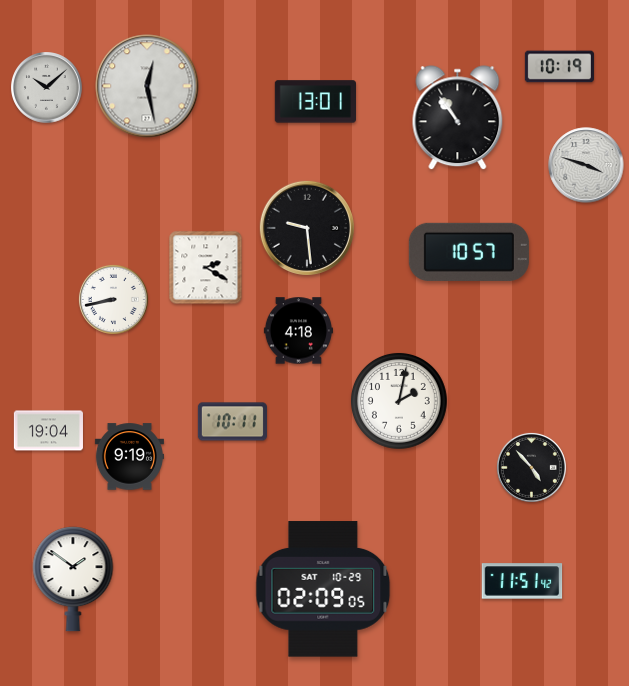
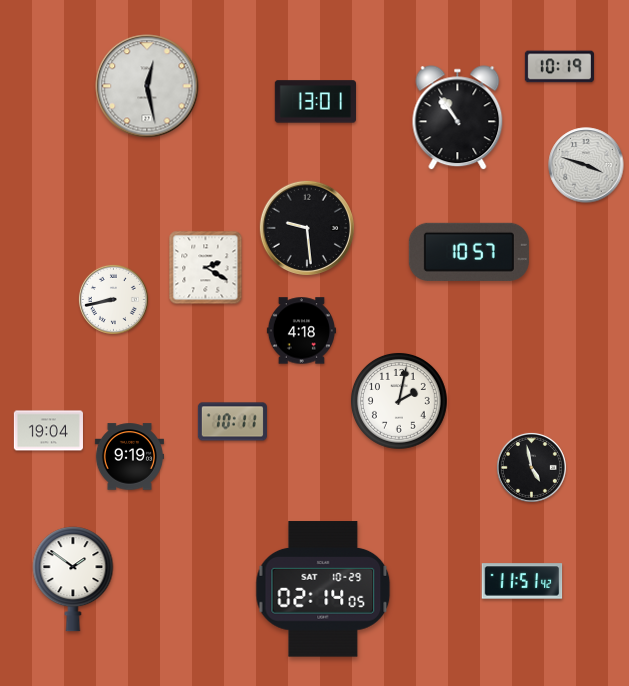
clock at (47, 88): 10:08 -> none
clock at (298, 331) position: (298, 331) -> (301, 331)
clock at (531, 467): 4:53 -> 4:58
clock at (323, 589): 02:09 -> 02:14
